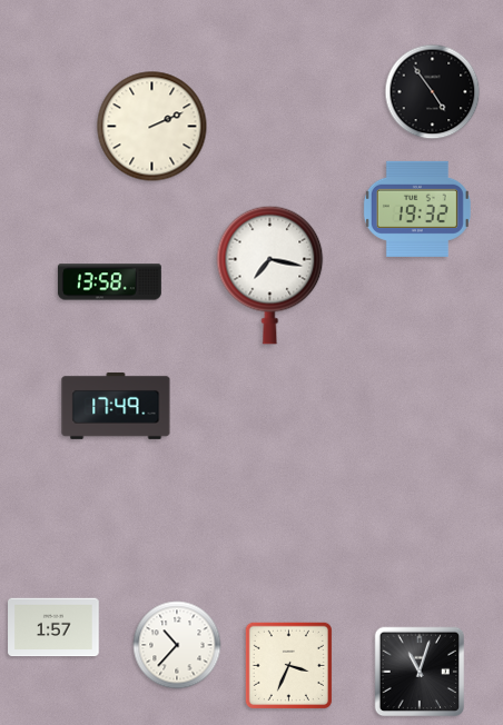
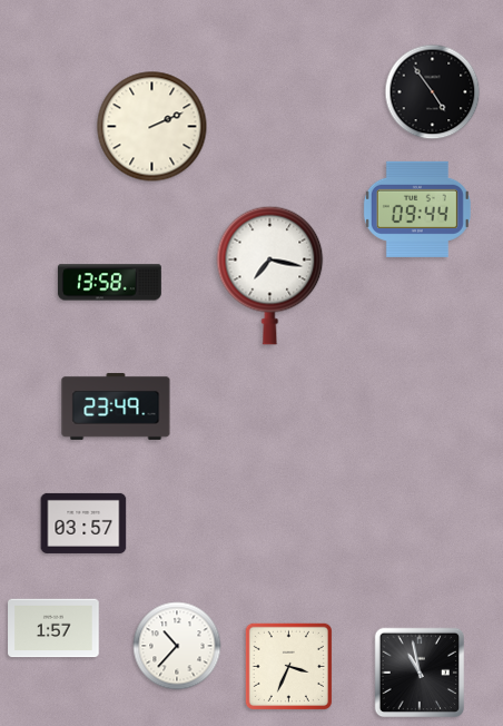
clock at (417, 209): 19:32 -> 09:44
clock at (116, 406): 17:49 -> 23:49
clock at (83, 523): none -> 03:57
clock at (420, 672): 11:03 -> 10:58
